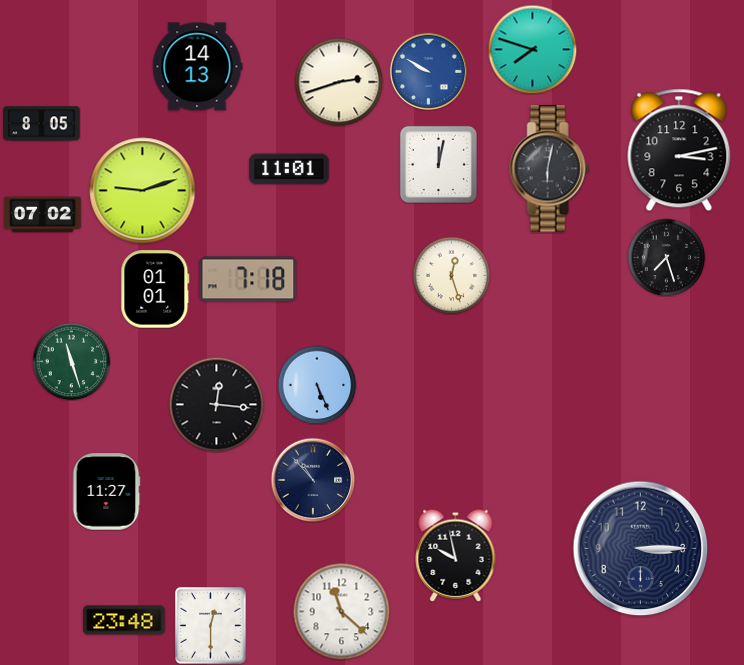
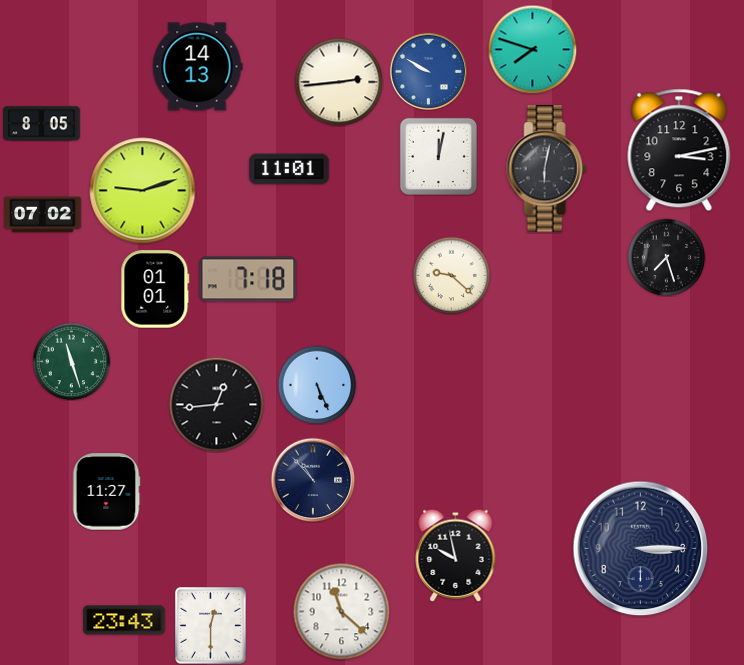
clock at (339, 82): 2:42 -> 2:44
clock at (438, 164) position: (438, 164) -> (438, 156)
clock at (550, 169) position: (550, 169) -> (547, 169)
clock at (451, 275): 12:27 -> 9:22
clock at (216, 404): 12:16 -> 12:44
clock at (124, 620): 23:48 -> 23:43
